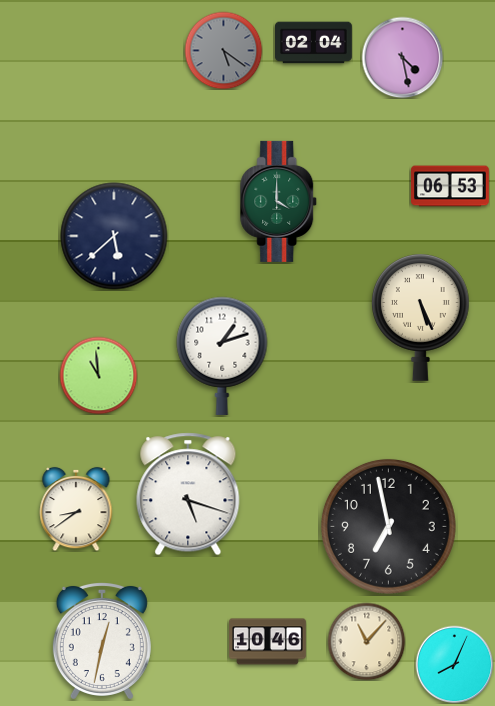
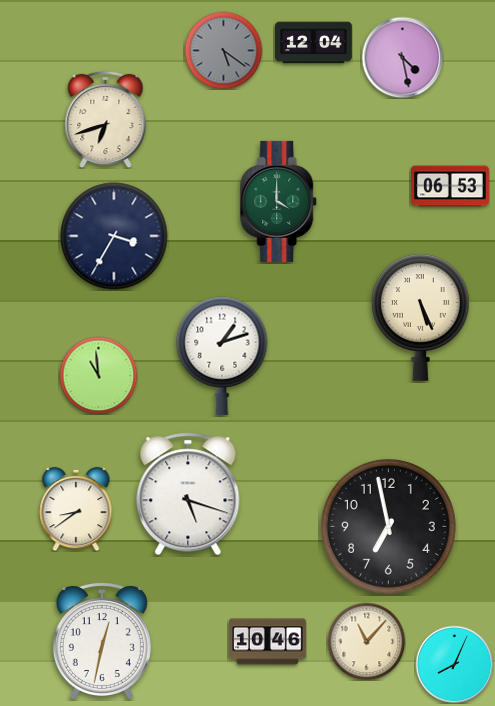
clock at (314, 43): 02:04 -> 12:04
clock at (106, 119): none -> 6:42
clock at (114, 236): 5:38 -> 3:35
